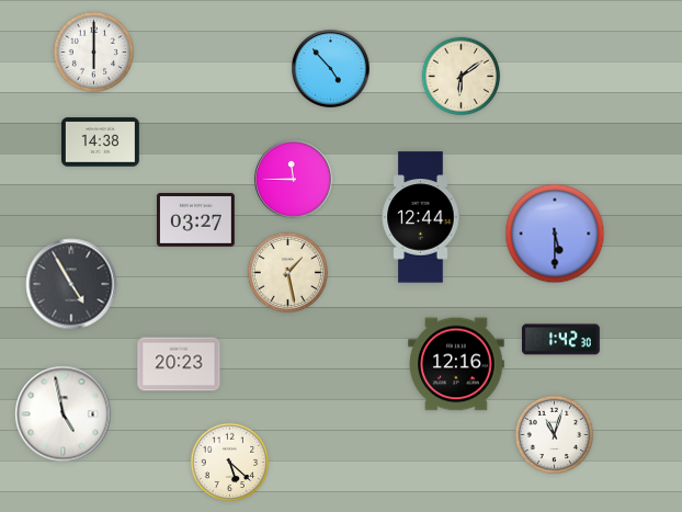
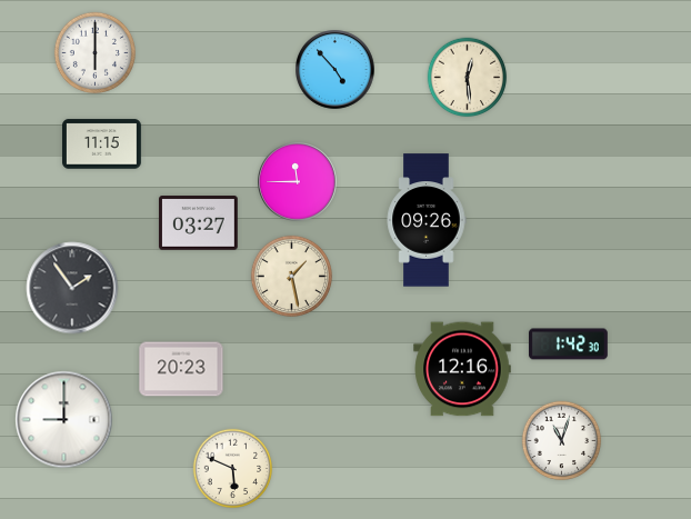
clock at (462, 77): 6:09 -> 12:29
clock at (101, 143): 14:38 -> 11:15
clock at (421, 217): 12:44 -> 09:26
clock at (555, 234): 5:30 -> none
clock at (71, 284): 4:55 -> 1:54
clock at (64, 414): 4:58 -> 9:00
clock at (230, 463): 5:22 -> 5:49
